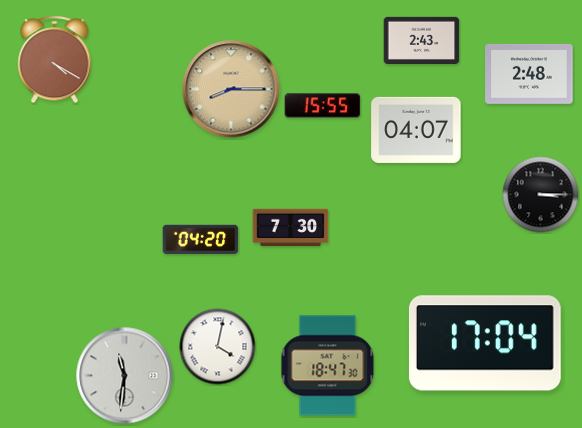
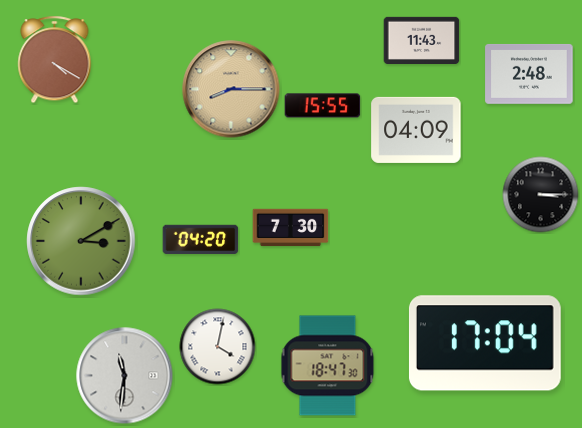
clock at (422, 40): 2:43 -> 11:43
clock at (416, 130): 04:07 -> 04:09
clock at (81, 241): none -> 3:10
